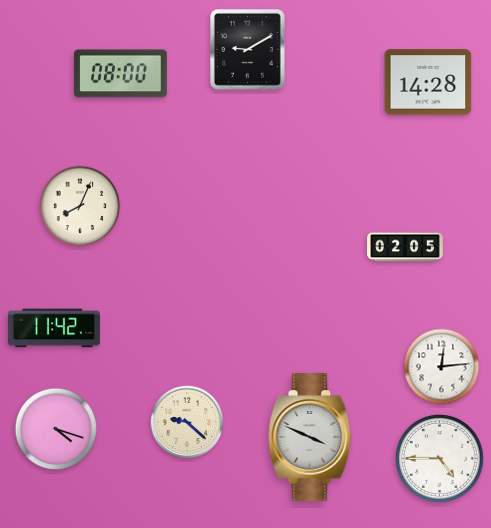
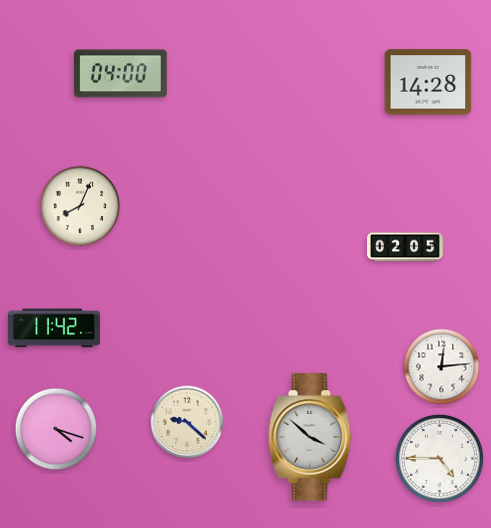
clock at (247, 50): 9:10 -> none
clock at (120, 74): 08:00 -> 04:00
clock at (310, 437): 3:49 -> 3:52
